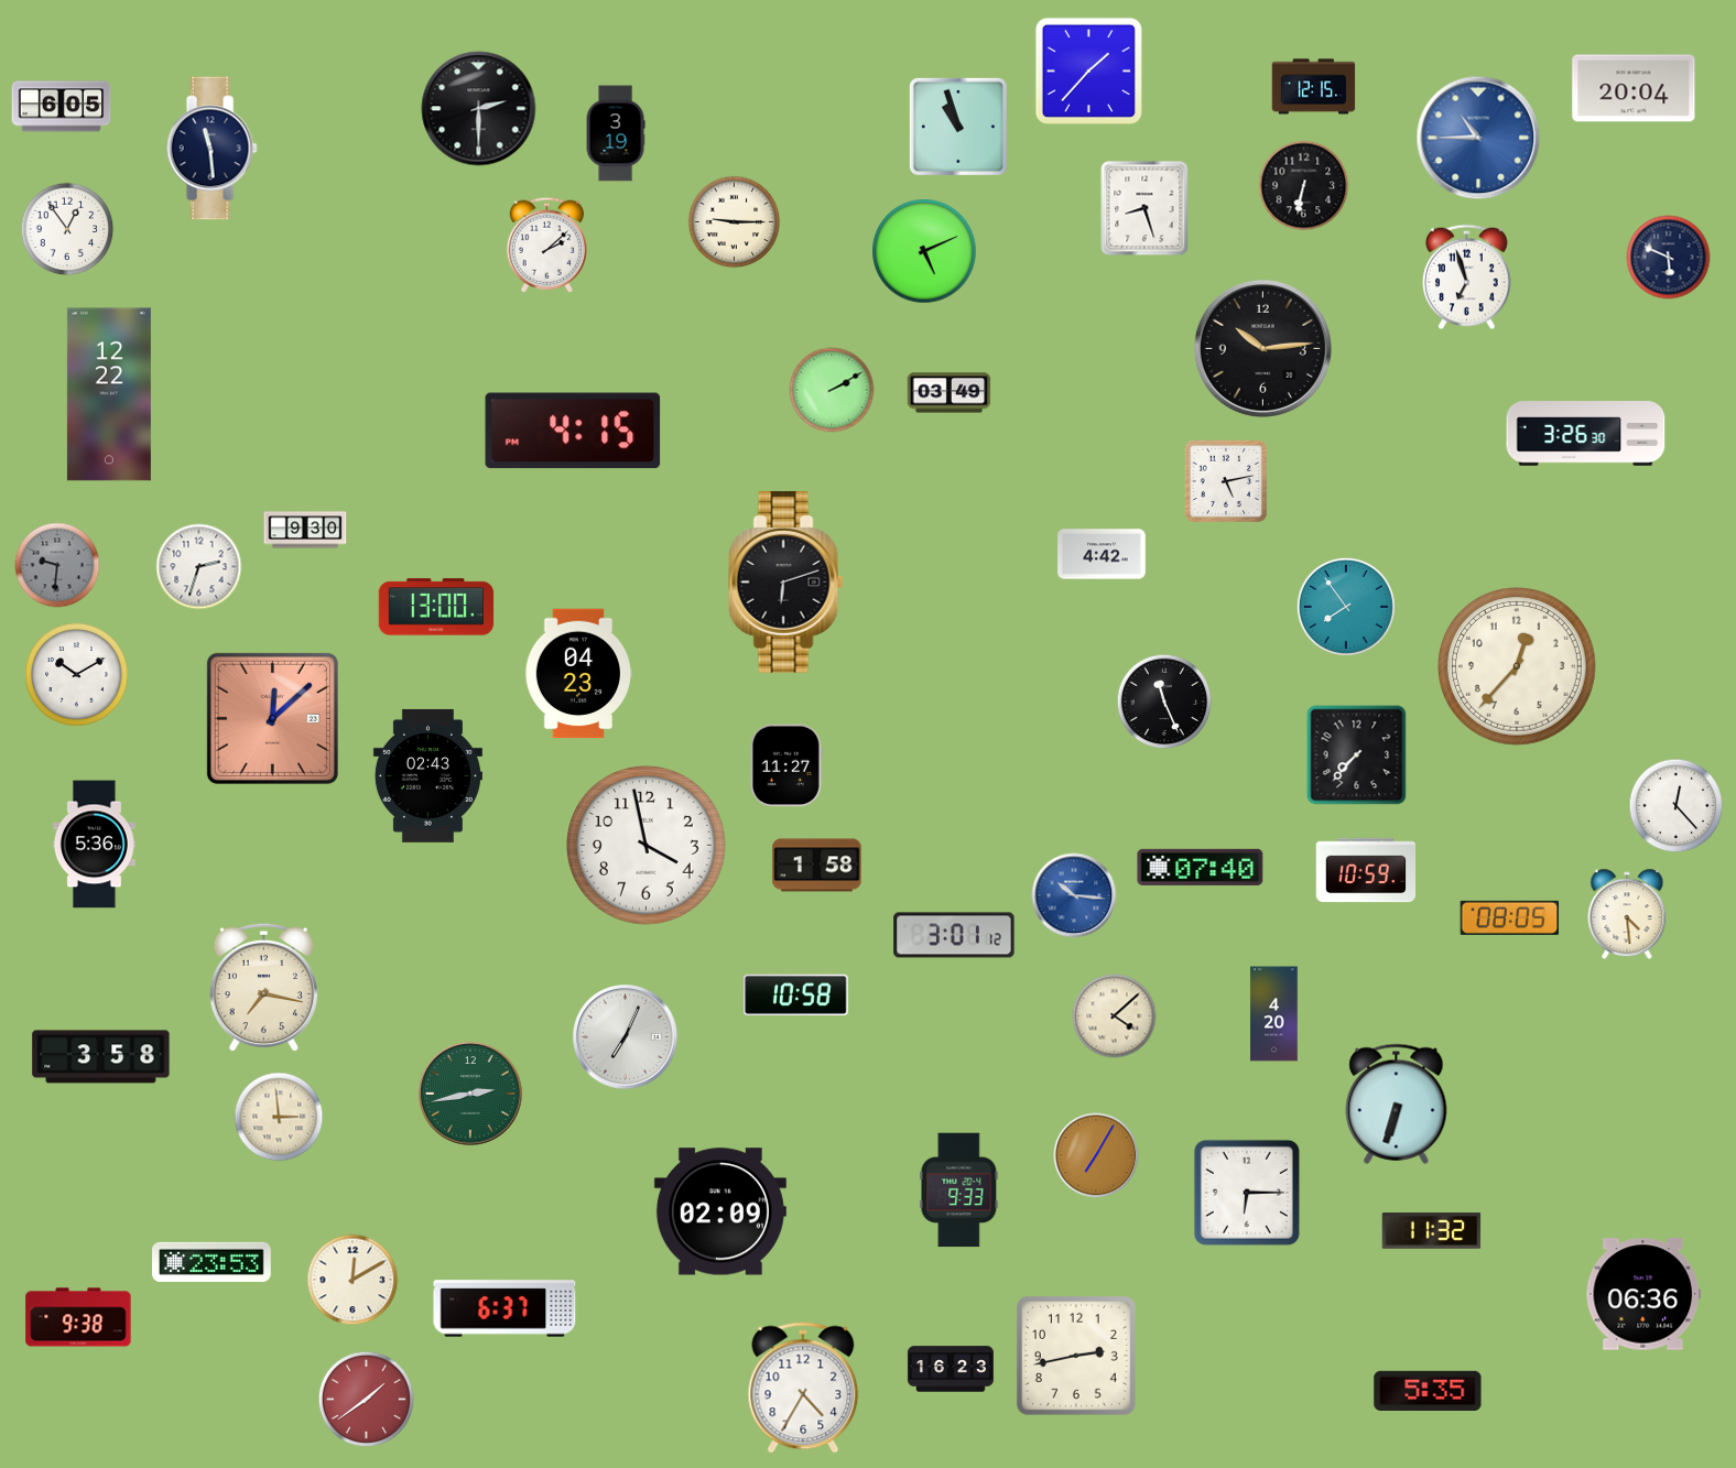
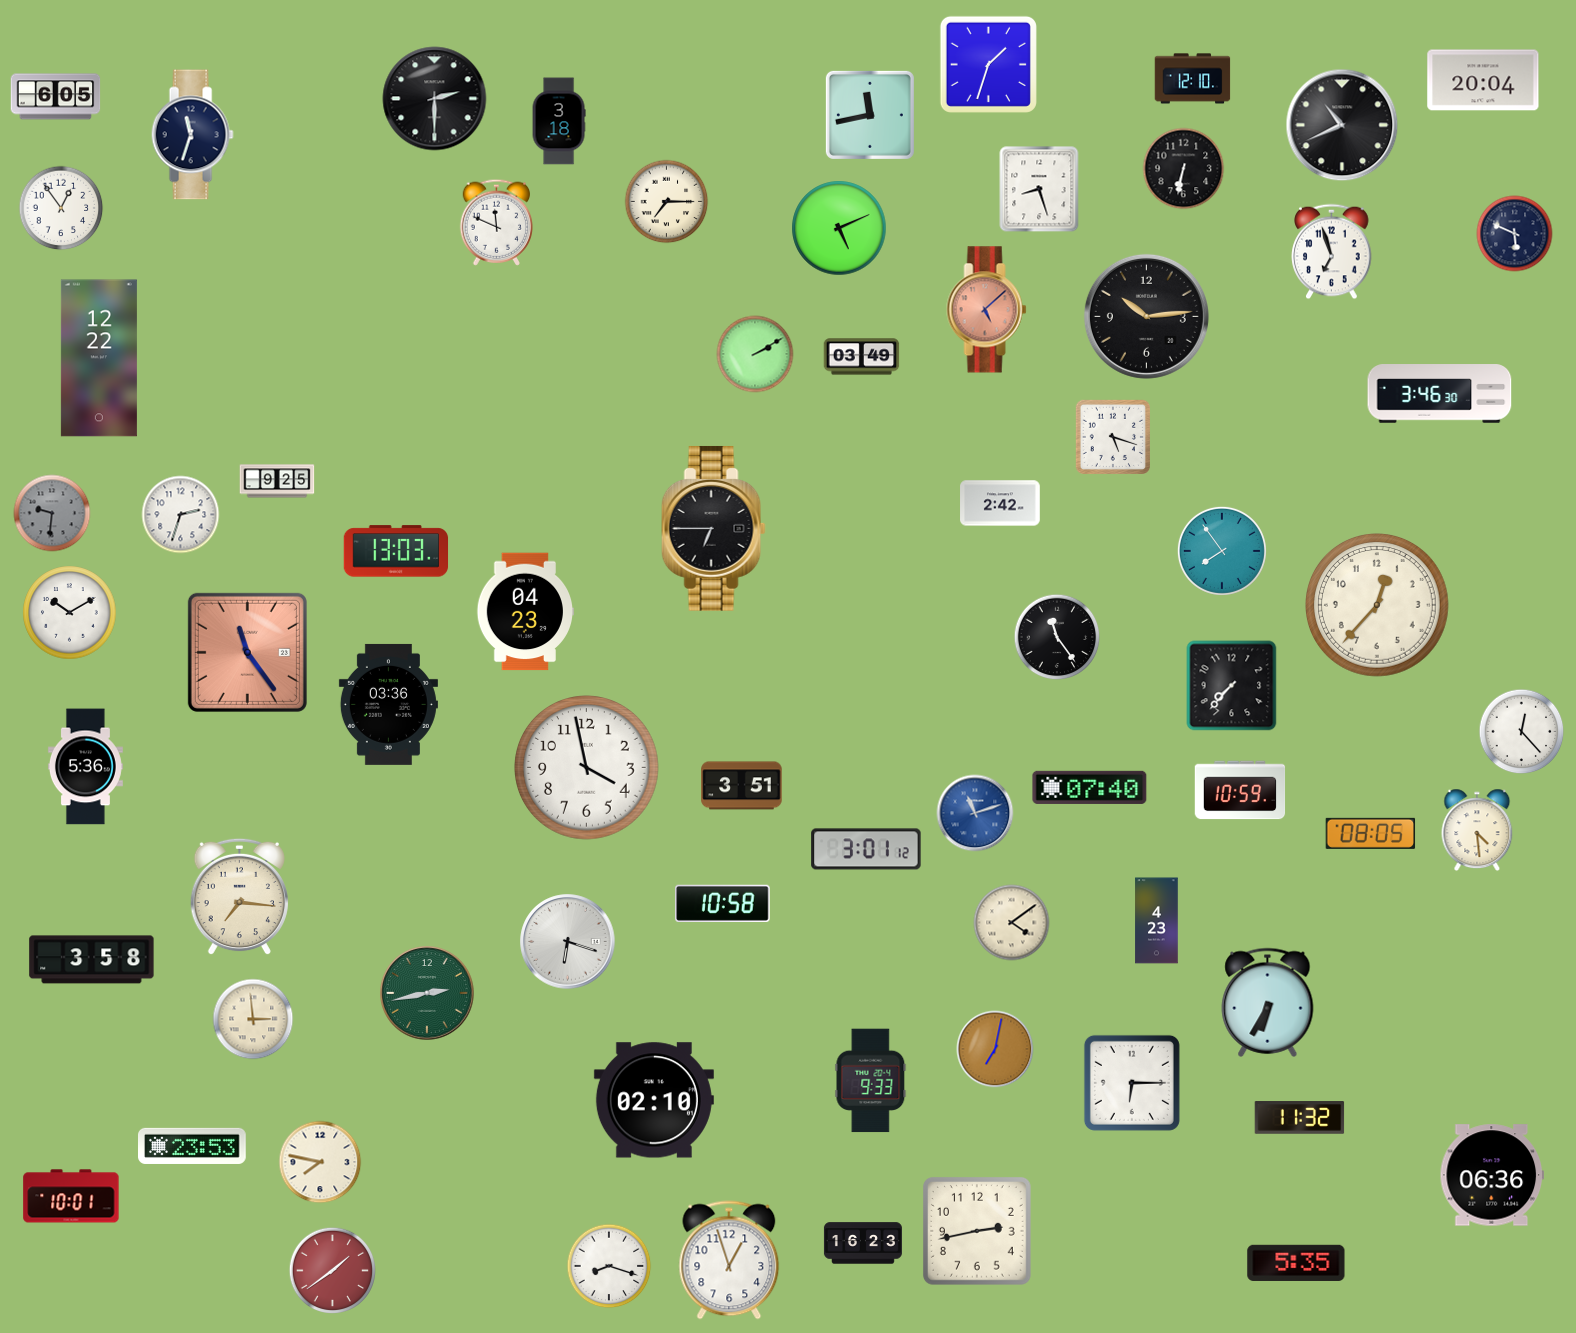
clock at (1088, 70): 1:37 -> 1:33
clock at (1314, 87): 12:15 -> 12:10
clock at (958, 127): 10:57 -> 11:43
clock at (616, 133): 3:19 -> 3:18
clock at (1478, 138): 10:45 -> 10:41
clock at (1478, 138) dial: blue -> black
clock at (211, 149): 11:29 -> 11:33
clock at (735, 222): 9:15 -> 7:15
clock at (547, 244): 2:08 -> 11:49
clock at (987, 310): none -> 5:08
clock at (573, 431): 4:15 -> none
clock at (1586, 434): 3:26 -> 3:46
clock at (1225, 480): 5:13 -> 5:18
clock at (305, 530): 9:30 -> 9:25
clock at (1102, 554): 4:42 -> 2:42
clock at (785, 583): 6:12 -> 6:45
clock at (436, 607): 13:00 -> 13:03
clock at (1164, 702): 11:26 -> 11:24
clock at (272, 718): 12:08 -> 11:24
clock at (786, 765): 11:27 -> none
clock at (427, 775): 02:43 -> 03:36
clock at (817, 866): 1:58 -> 3:51
clock at (1074, 895): 10:16 -> 11:12
clock at (263, 988): 7:17 -> 7:16
clock at (1274, 1014): 4:20 -> 4:23
clock at (1115, 1016): 4:08 -> 4:09
clock at (626, 1037): 7:04 -> 6:18
clock at (1397, 1103): 6:33 -> 6:35
clock at (279, 1117) position: (279, 1117) -> (253, 1019)
clock at (1096, 1155): 7:05 -> 7:02
clock at (720, 1211): 02:09 -> 02:10
clock at (352, 1280): 12:10 -> 7:47
clock at (504, 1308): 6:37 -> none
clock at (78, 1317): 9:38 -> 10:01
clock at (803, 1388): 4:35 -> 12:57
clock at (609, 1266): none -> 8:18
